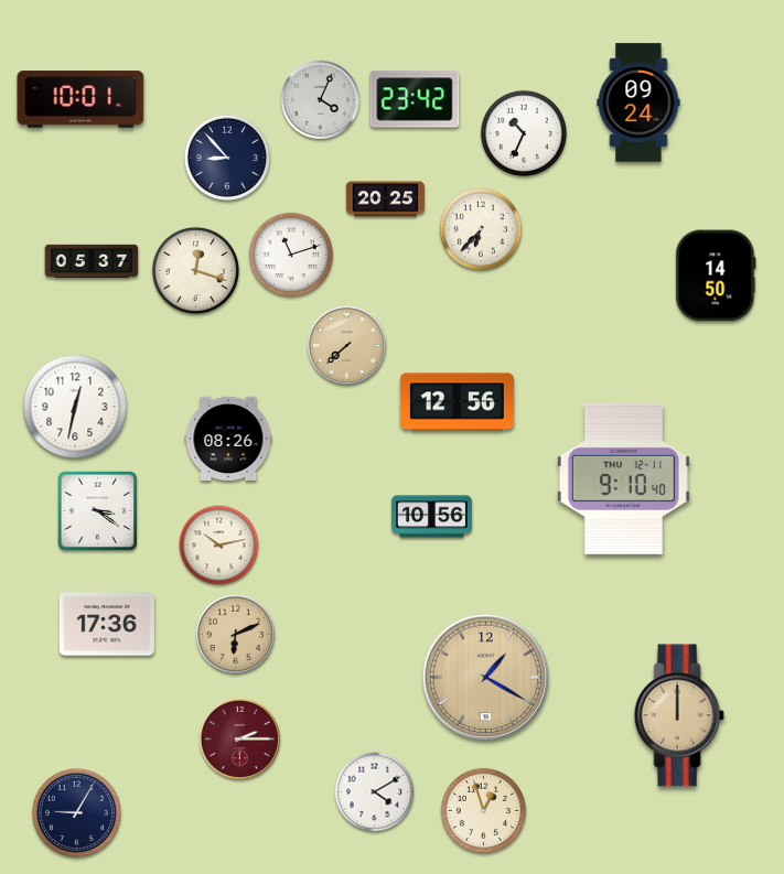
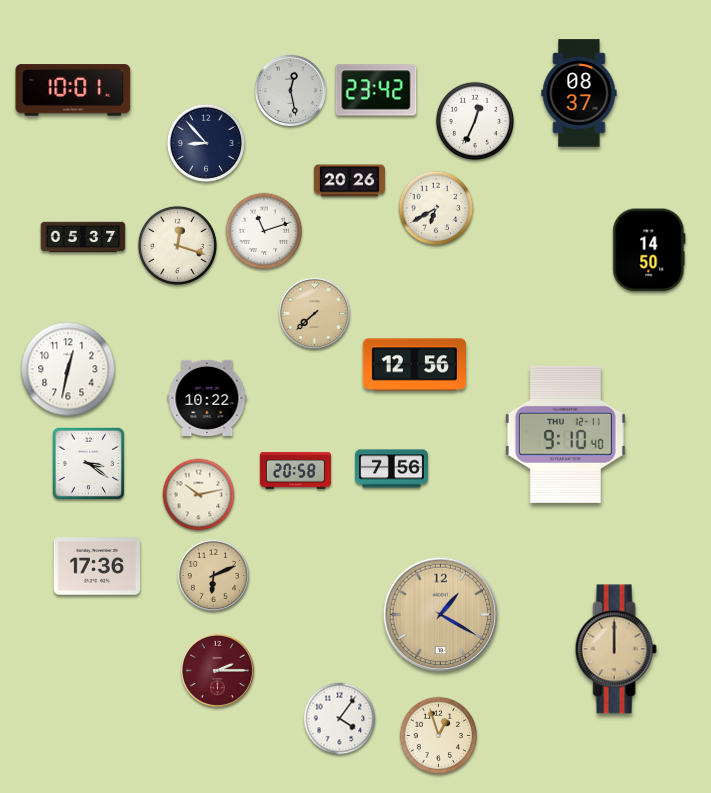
clock at (320, 99): 4:04 -> 12:28
clock at (638, 102): 09:24 -> 08:37
clock at (523, 132): 10:34 -> 12:34
clock at (385, 199): 20:25 -> 20:26
clock at (481, 229): 6:37 -> 6:40
clock at (228, 439): 08:26 -> 10:22
clock at (432, 517): 10:56 -> 7:56
clock at (295, 471): none -> 20:58
clock at (375, 792): 4:10 -> 4:06
clock at (76, 812): 9:05 -> none
